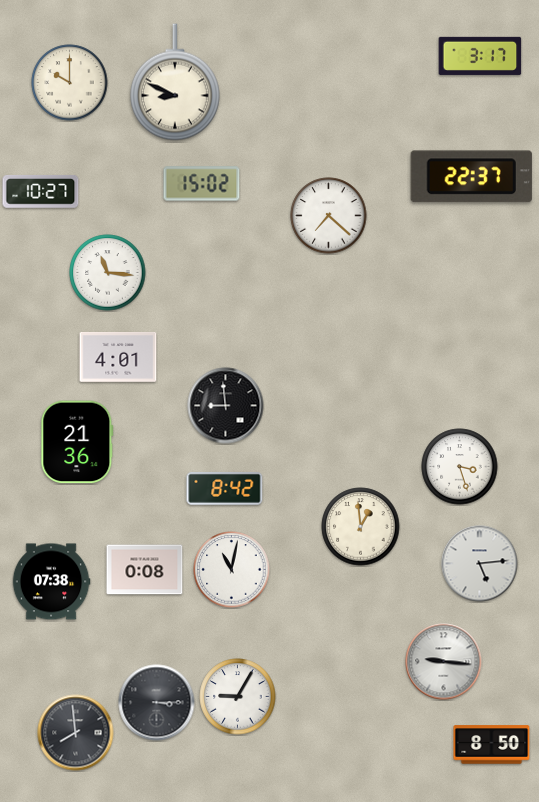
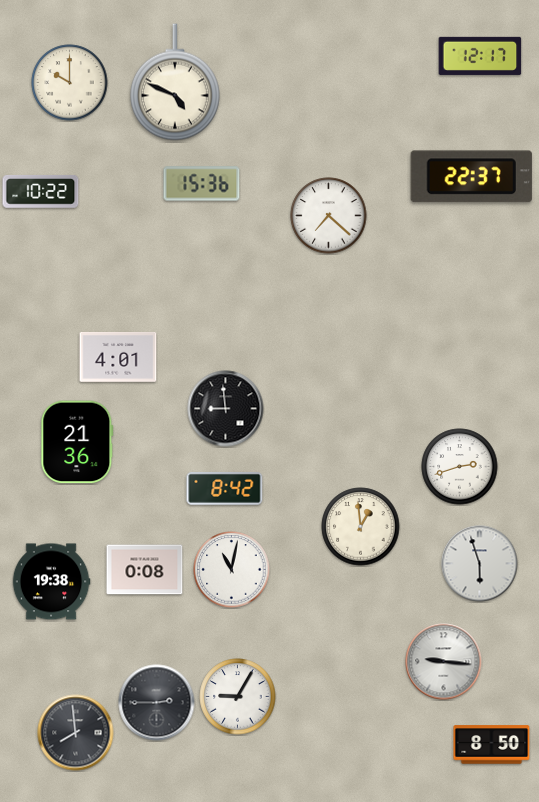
clock at (480, 56): 3:17 -> 12:17
clock at (175, 82): 8:49 -> 4:49
clock at (202, 184): 15:02 -> 15:36
clock at (41, 191): 10:27 -> 10:22
clock at (108, 273): 11:16 -> none
clock at (226, 406) position: (226, 406) -> (226, 409)
clock at (460, 467): 3:27 -> 2:42
clock at (480, 564): 5:14 -> 5:57
clock at (51, 582): 07:38 -> 19:38
clock at (157, 703): 3:15 -> 2:45
